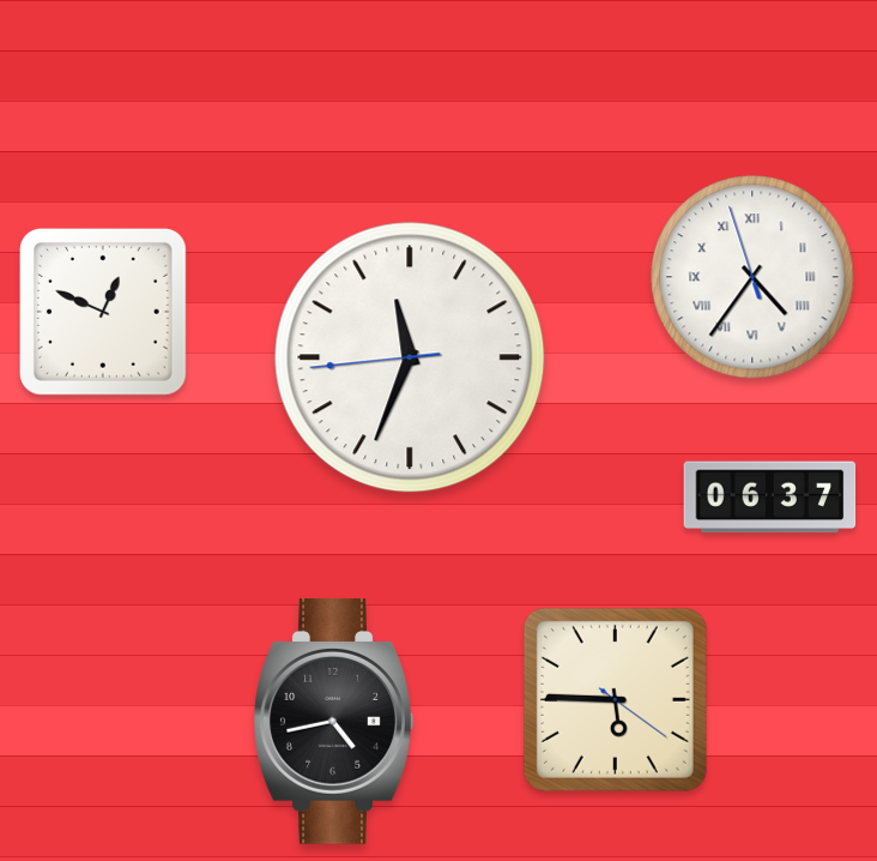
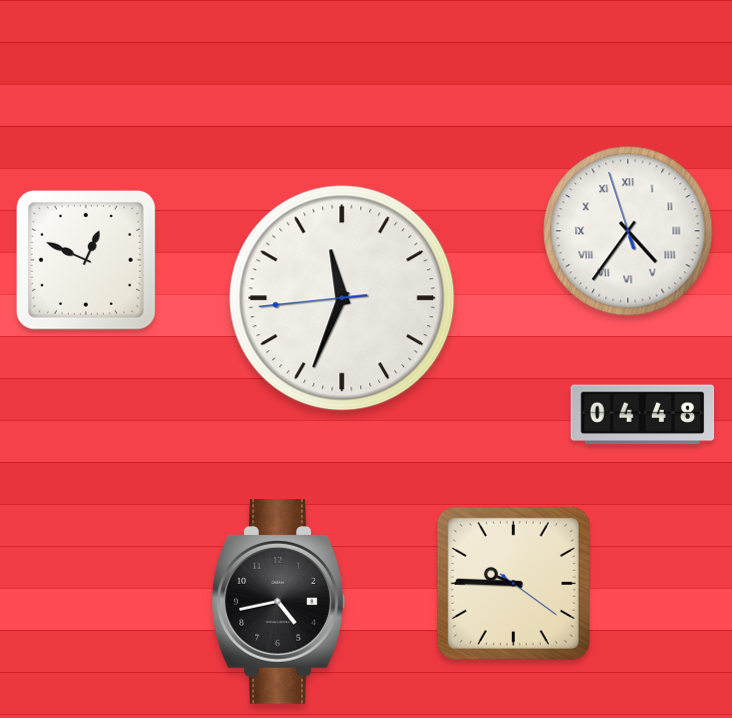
clock at (770, 498): 06:37 -> 04:48
clock at (615, 699): 5:45 -> 9:45
